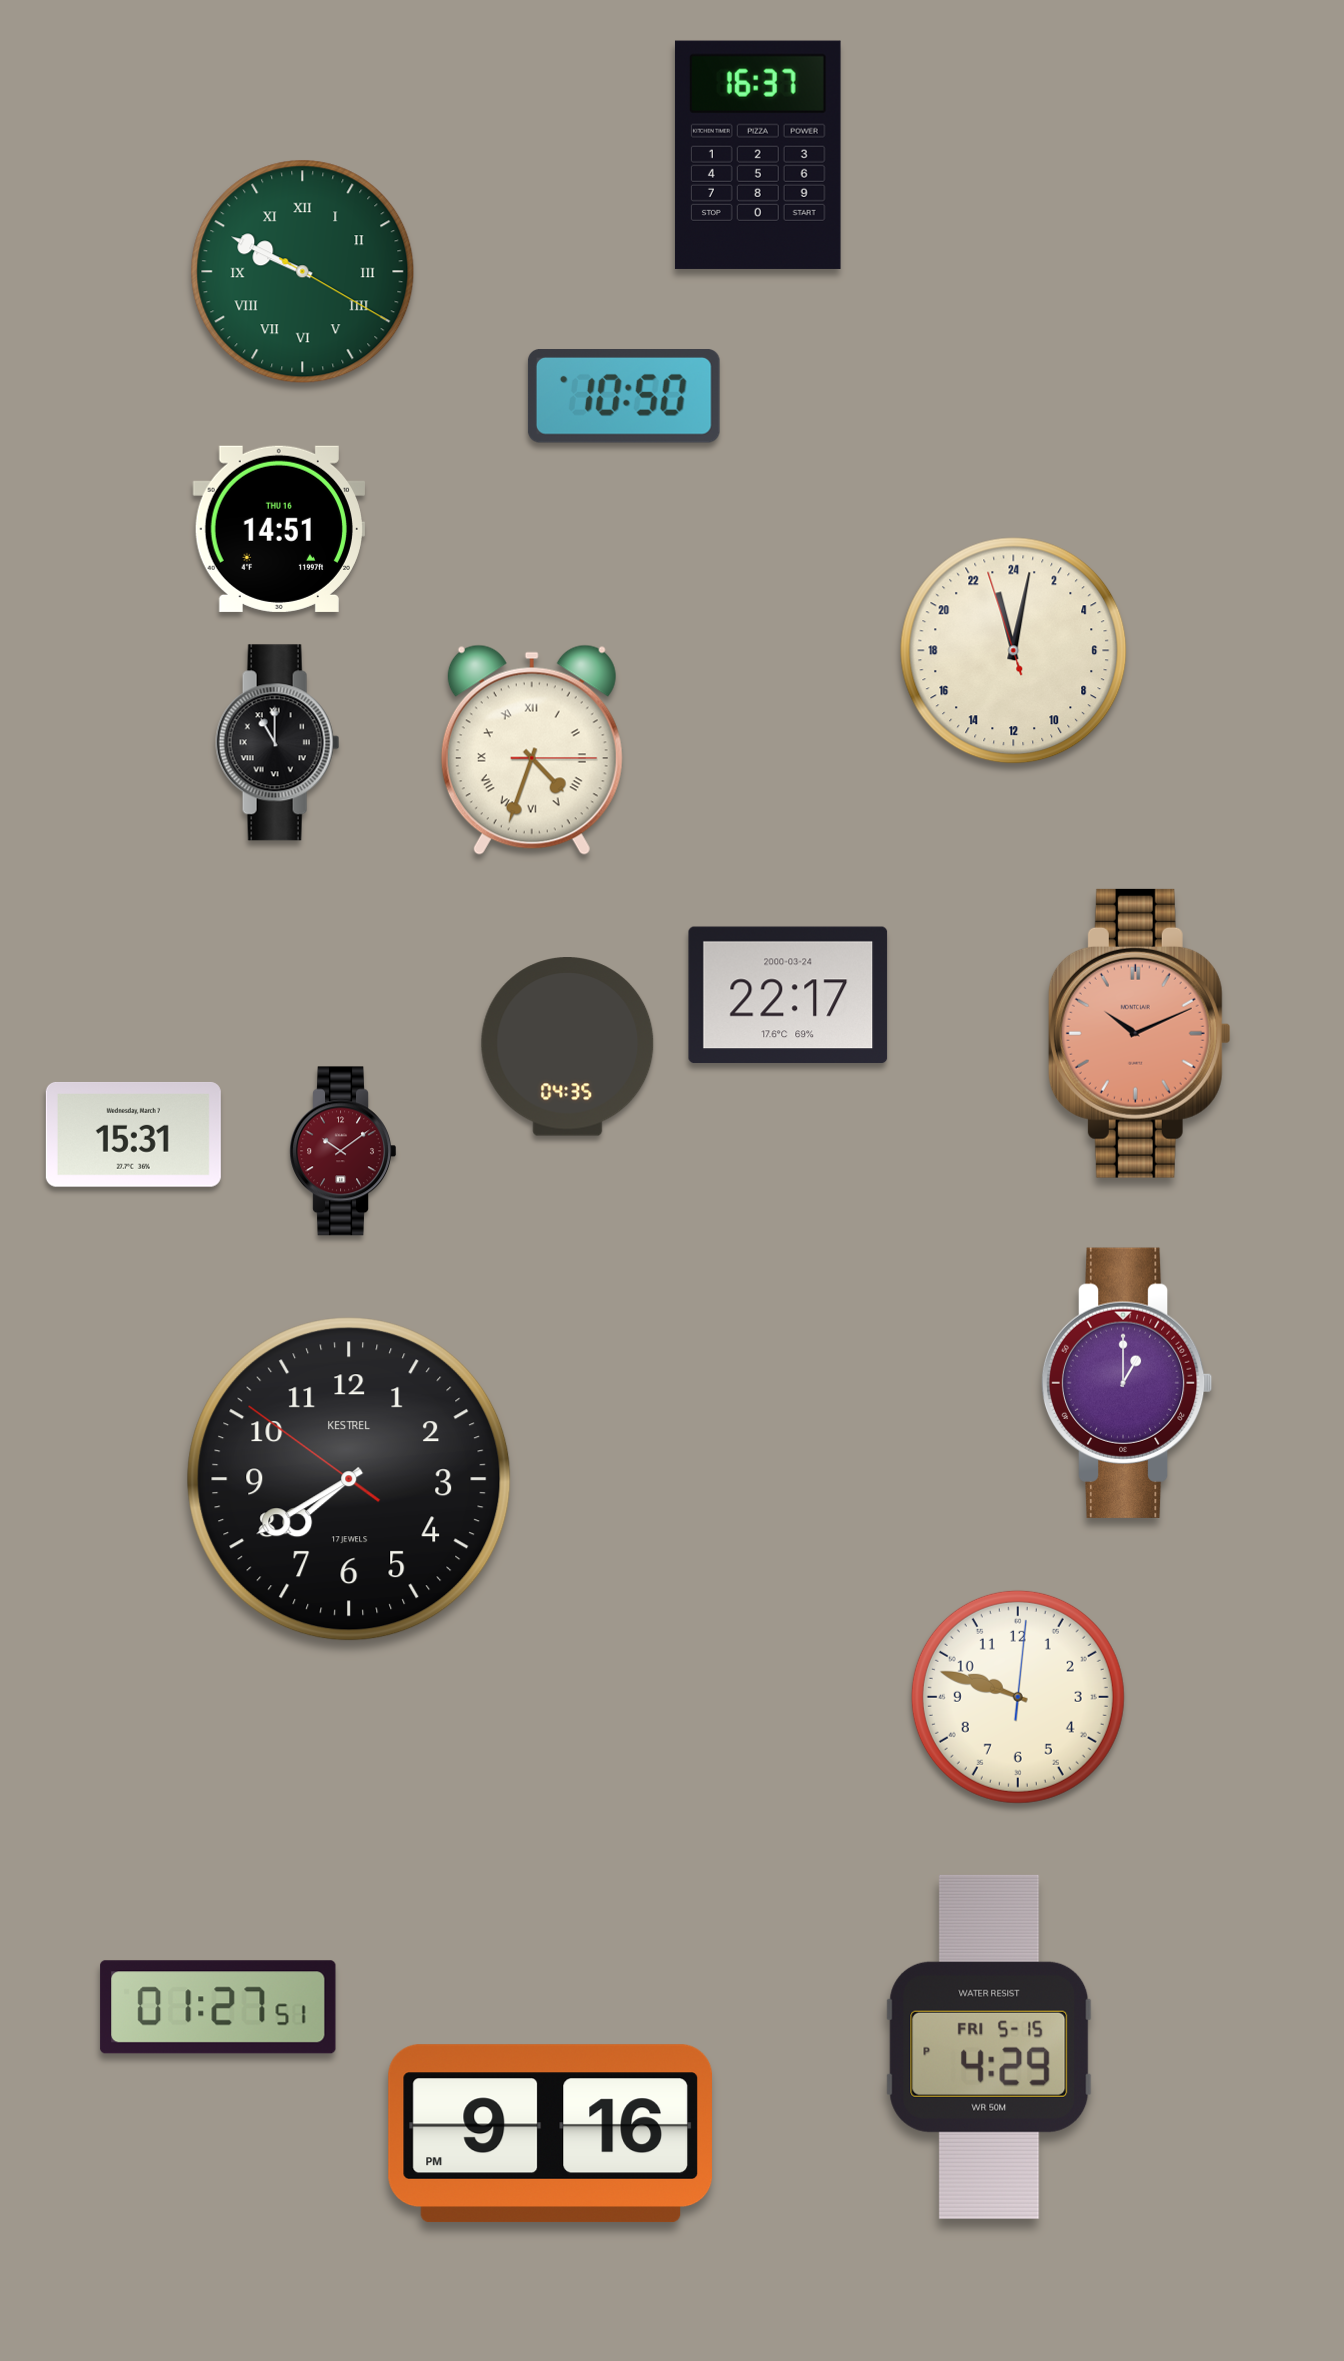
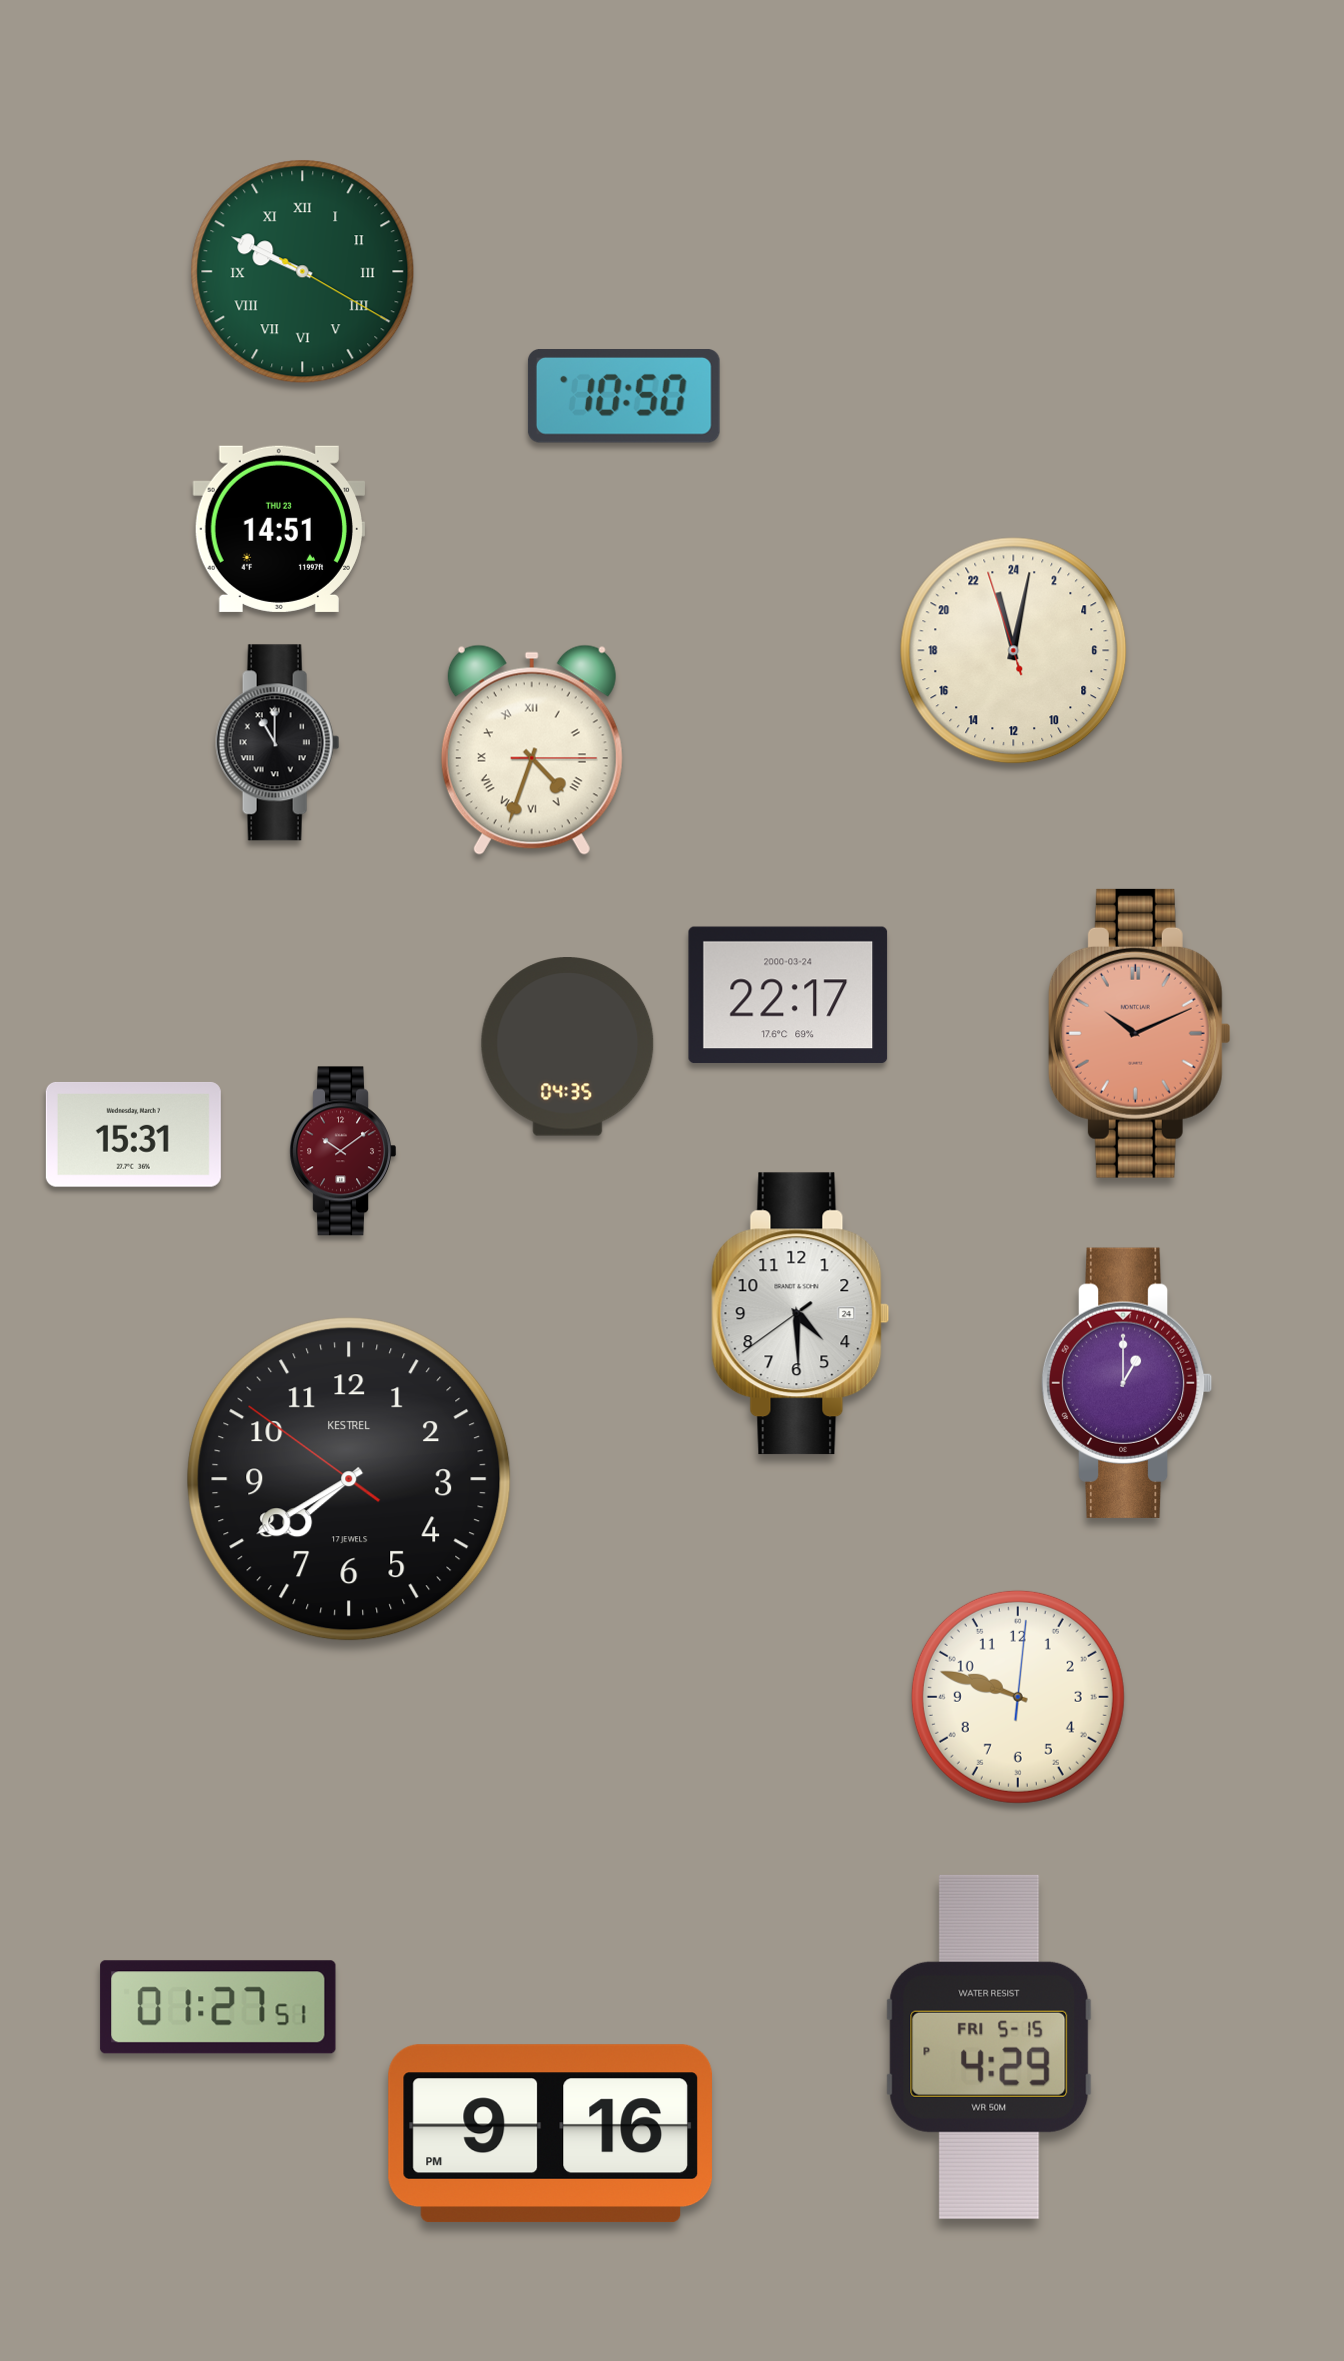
clock at (758, 155): 16:37 -> none
clock at (278, 529) date: THU 16 -> THU 23
clock at (801, 1314): none -> 4:29
